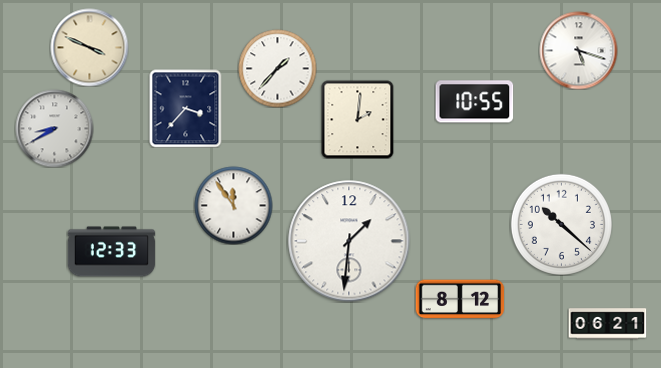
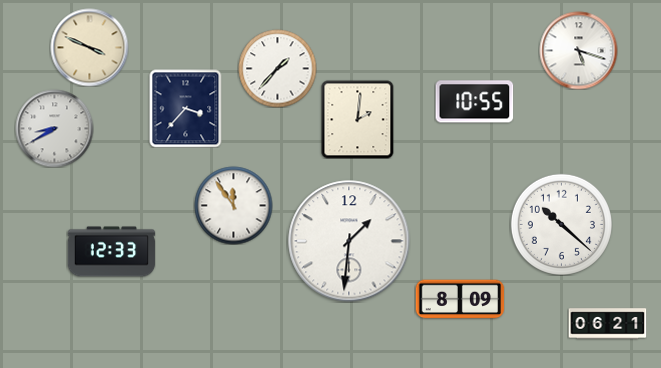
clock at (460, 299): 8:12 -> 8:09
